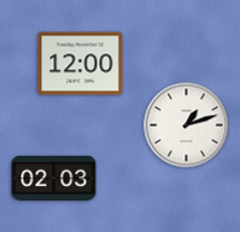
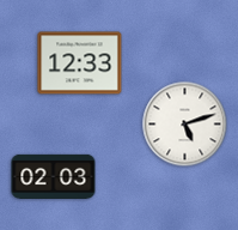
clock at (81, 64): 12:00 -> 12:33
clock at (187, 126): 1:12 -> 5:12
